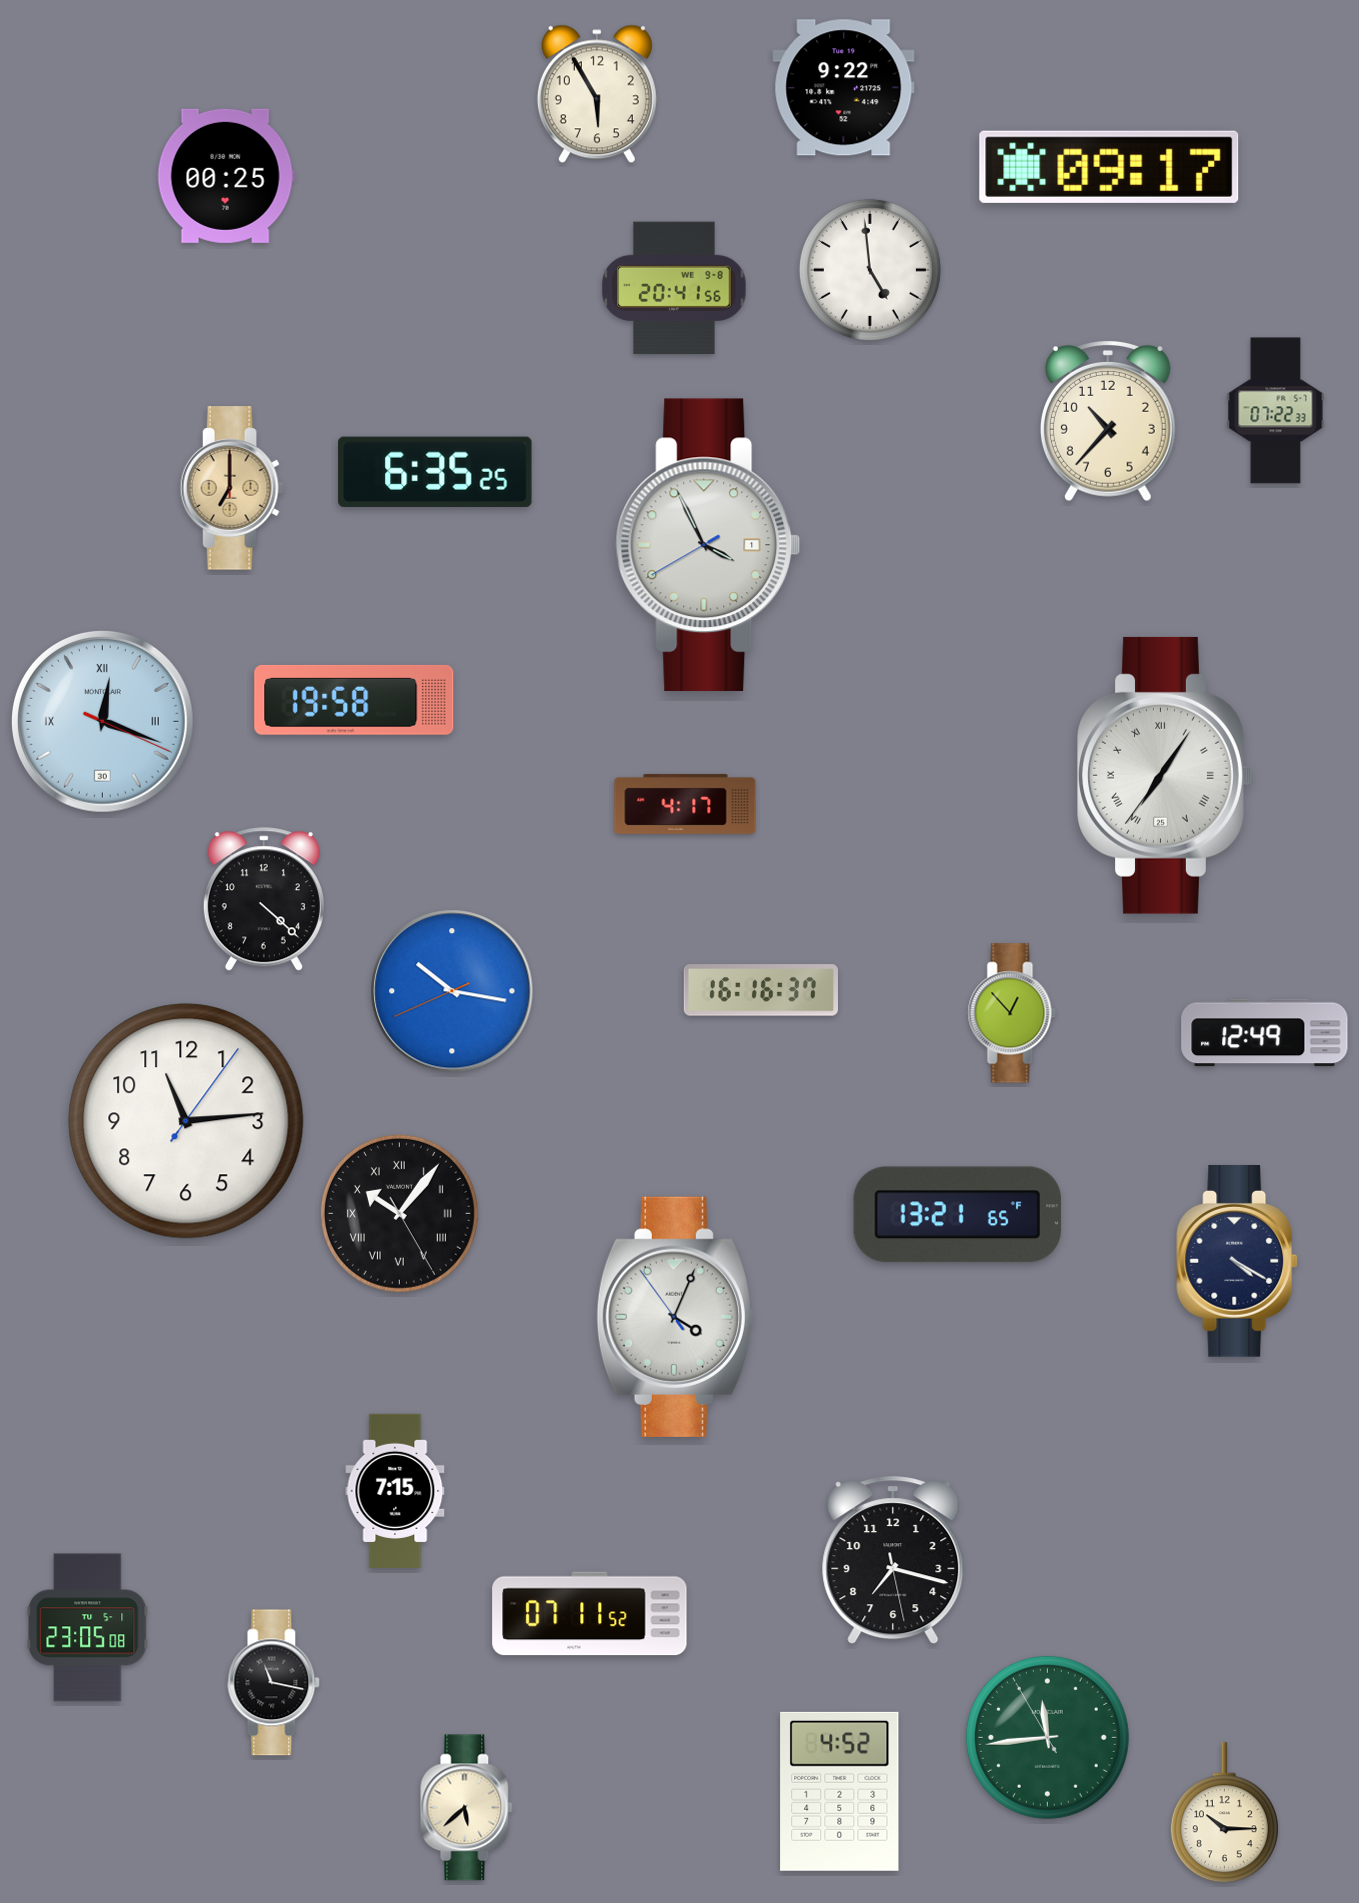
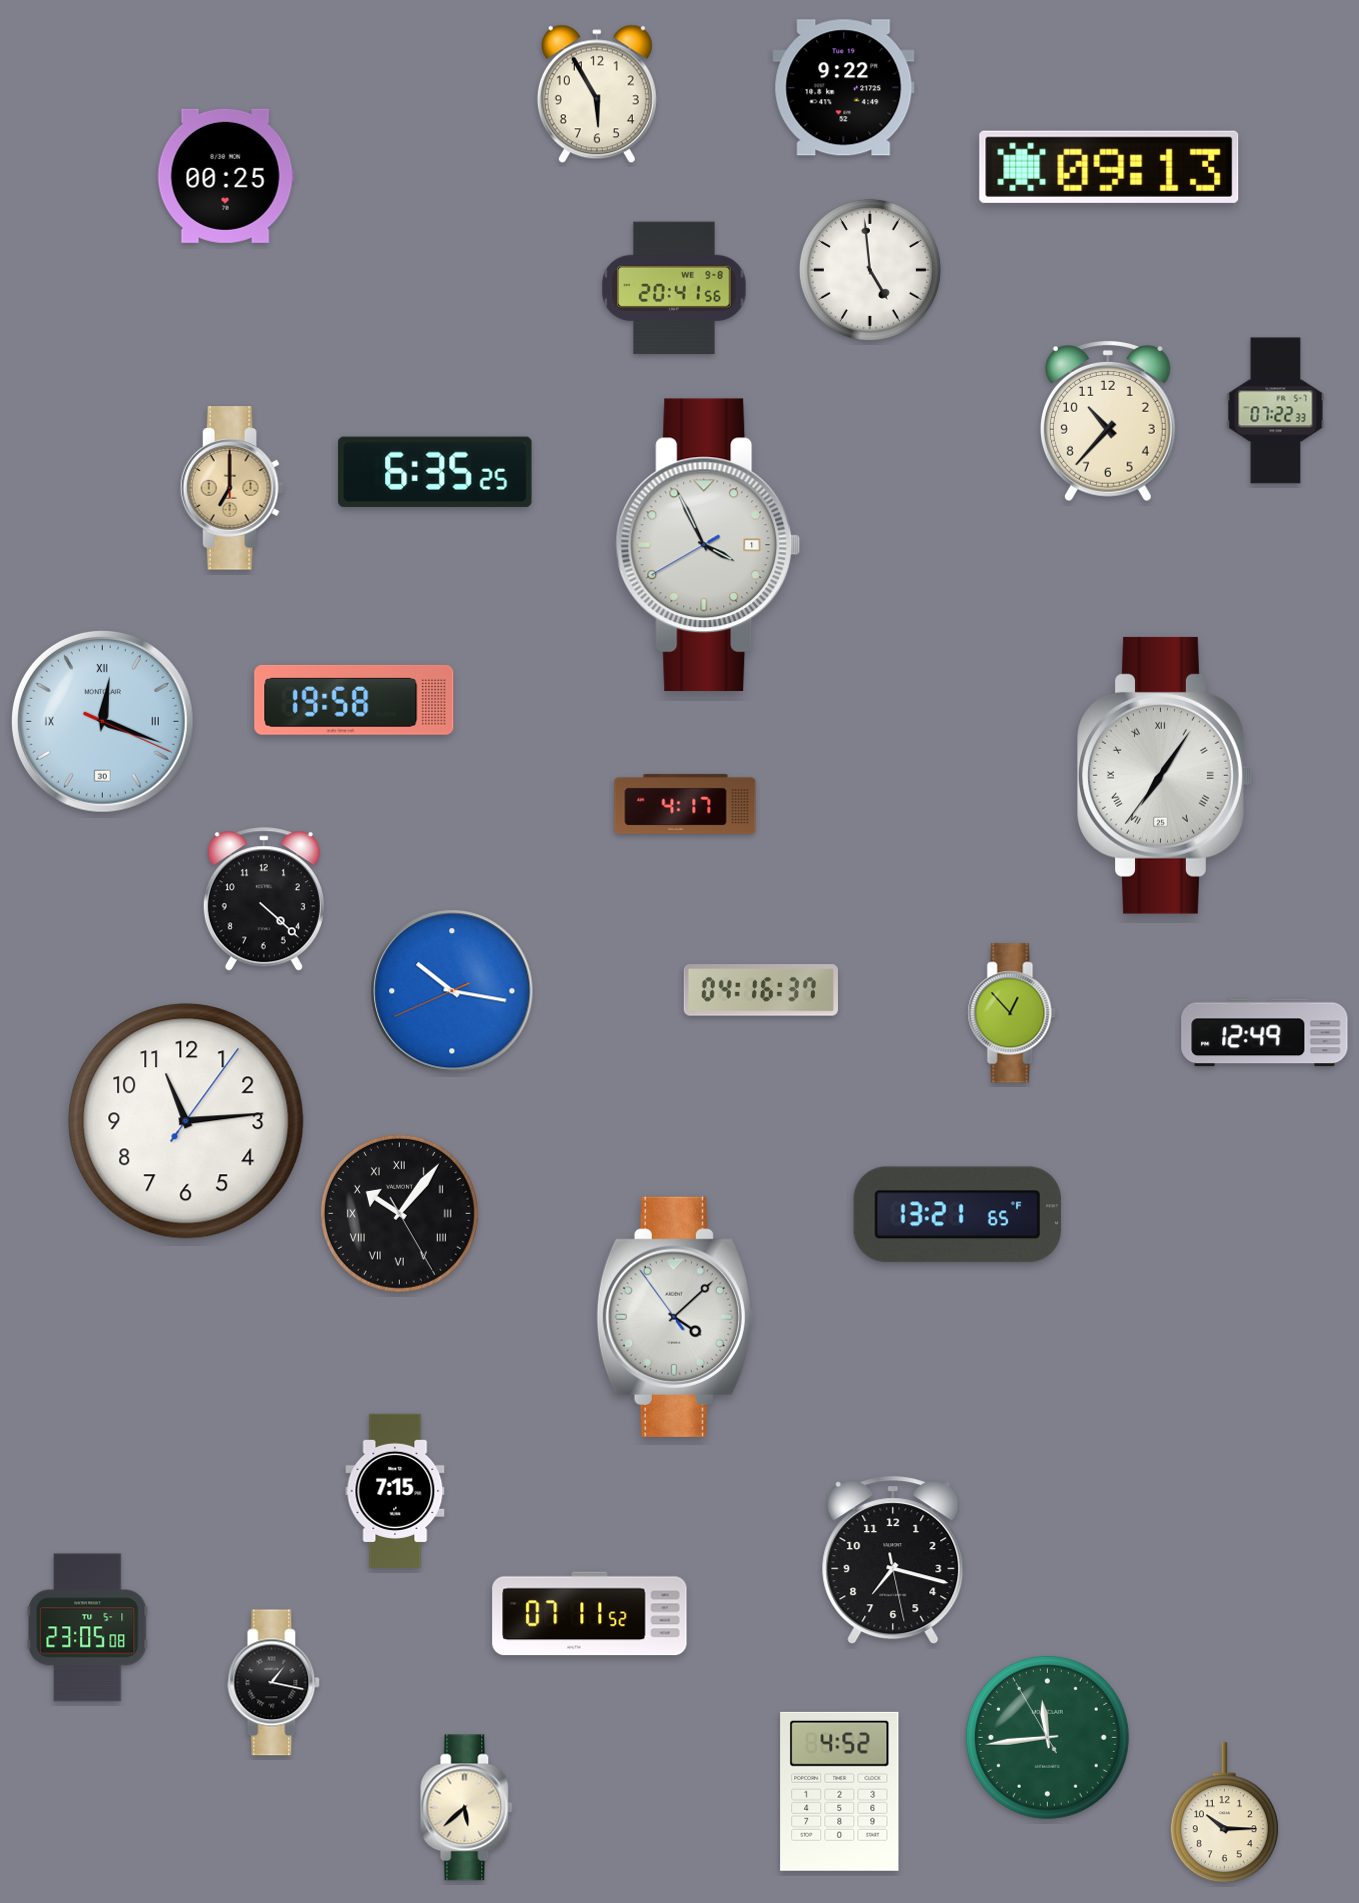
clock at (1109, 167): 09:17 -> 09:13
clock at (761, 990): 16:16 -> 04:16
clock at (1237, 1262): 4:20 -> none
clock at (675, 1317): 4:03 -> 4:07
clock at (274, 1683): 11:17 -> 1:17
